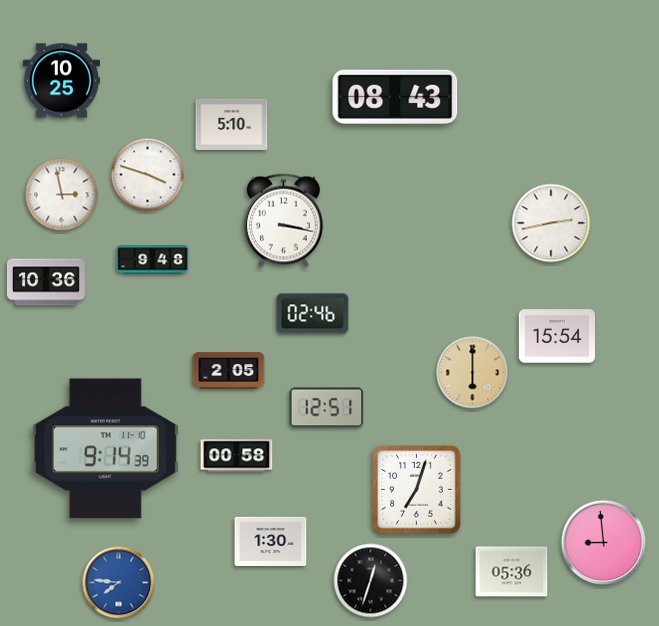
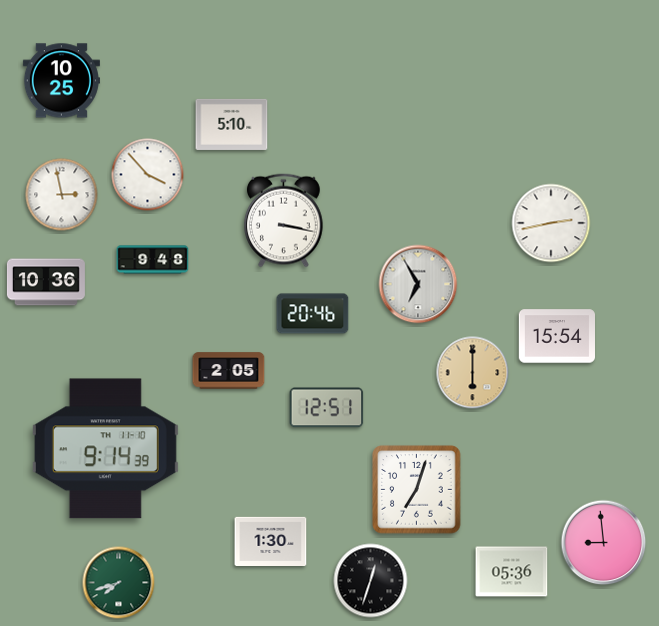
clock at (395, 97): 08:43 -> none
clock at (148, 175): 3:48 -> 3:53
clock at (418, 284): none -> 6:55
clock at (313, 314): 02:46 -> 20:46
clock at (237, 456): 00:58 -> none
clock at (119, 583): 7:46 -> 7:42
clock at (119, 583) dial: blue -> green
